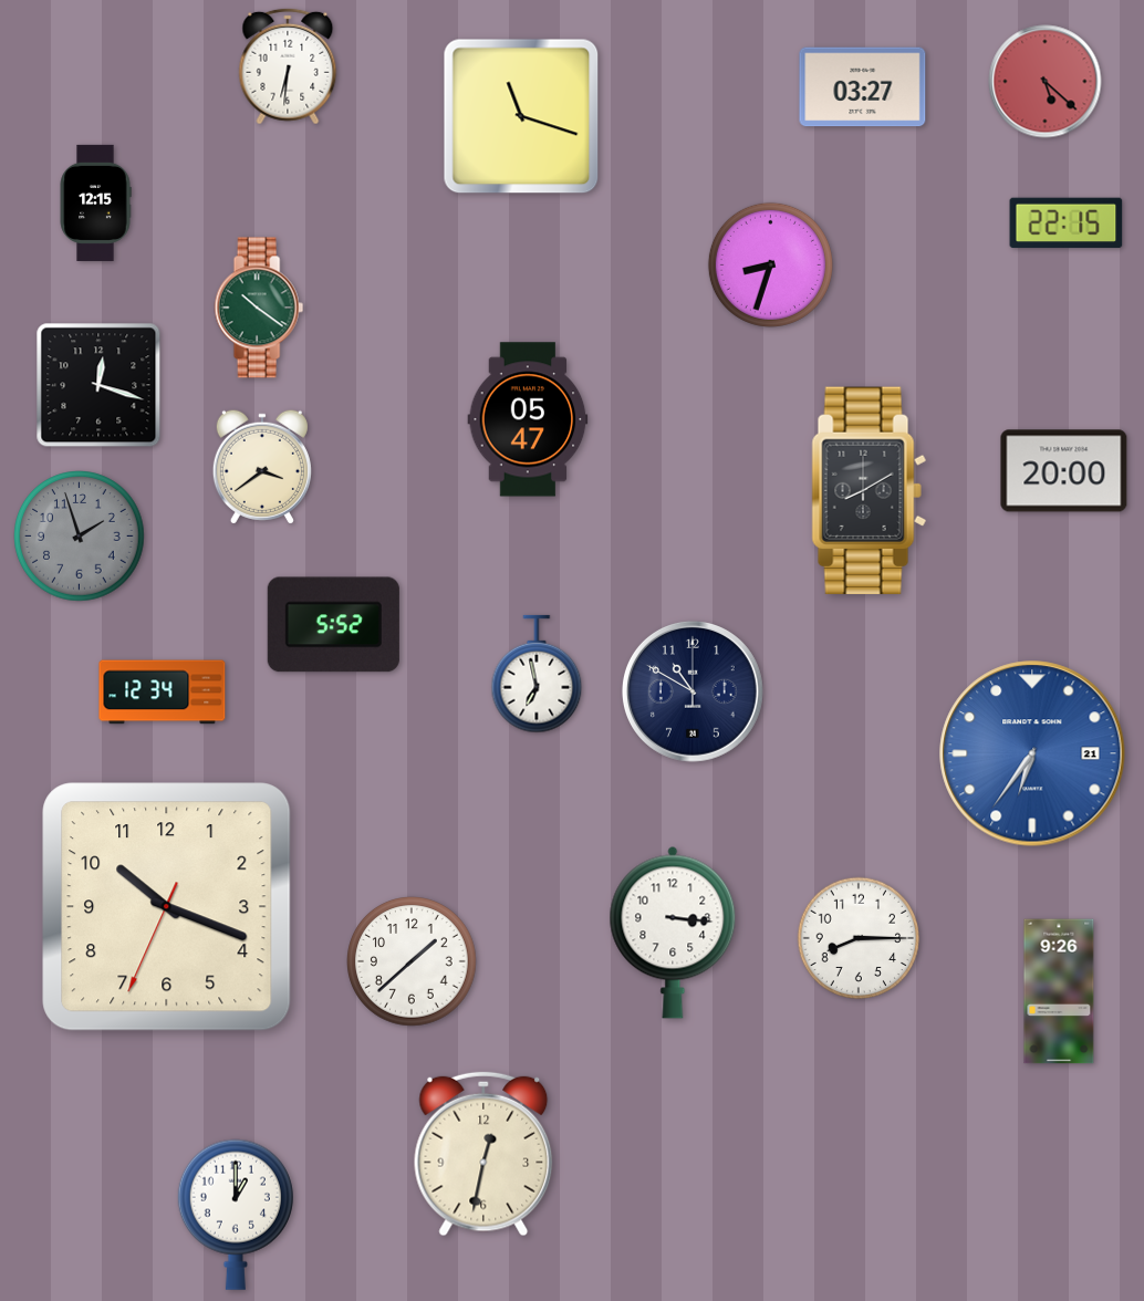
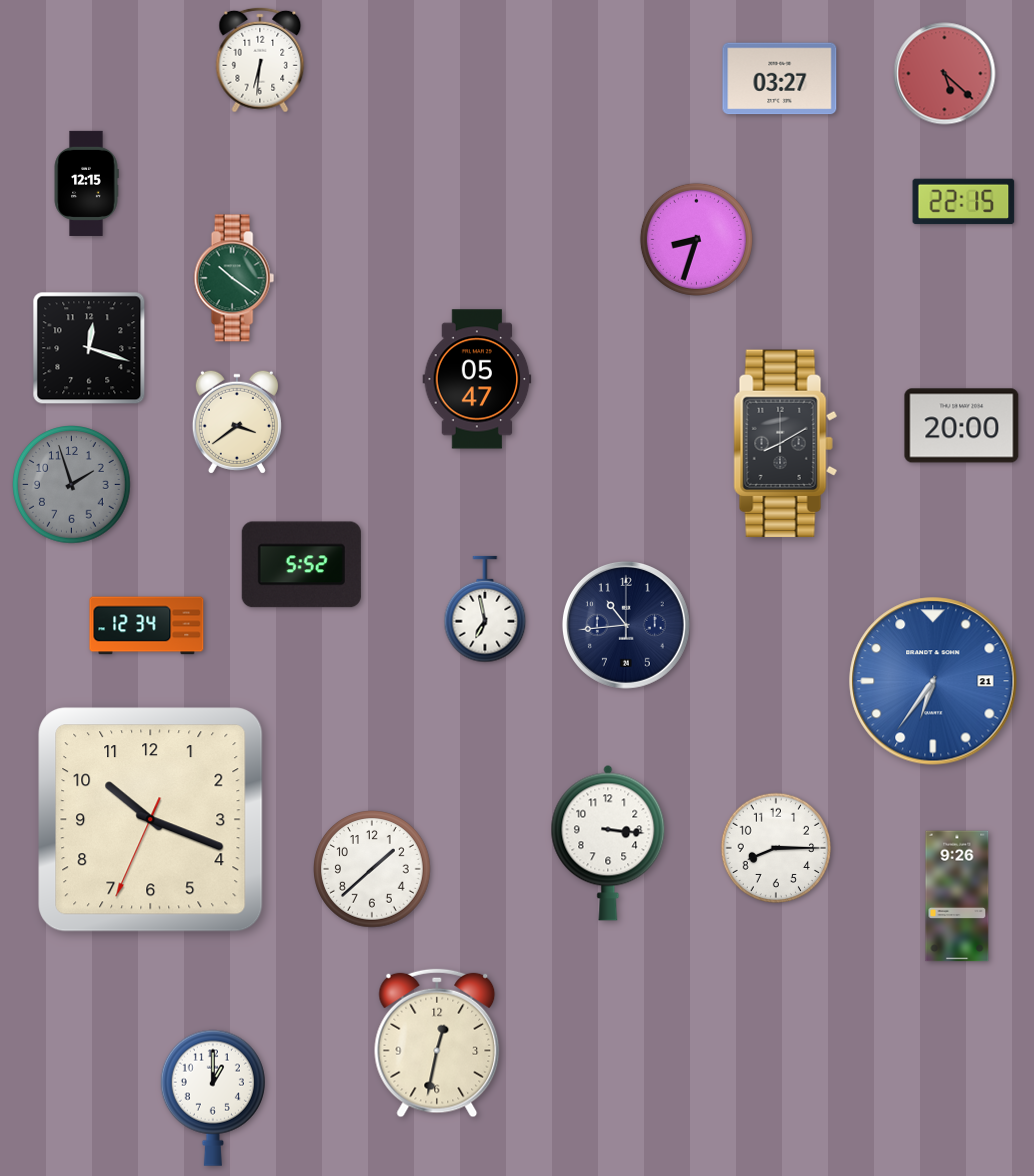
clock at (521, 116): 11:18 -> none
clock at (693, 691): 10:50 -> 10:44
